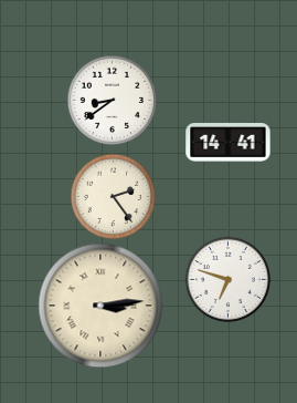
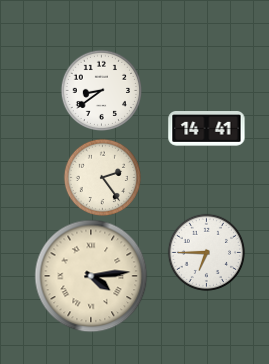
clock at (227, 279): 6:48 -> 6:45
clock at (100, 306): 3:14 -> 4:14
